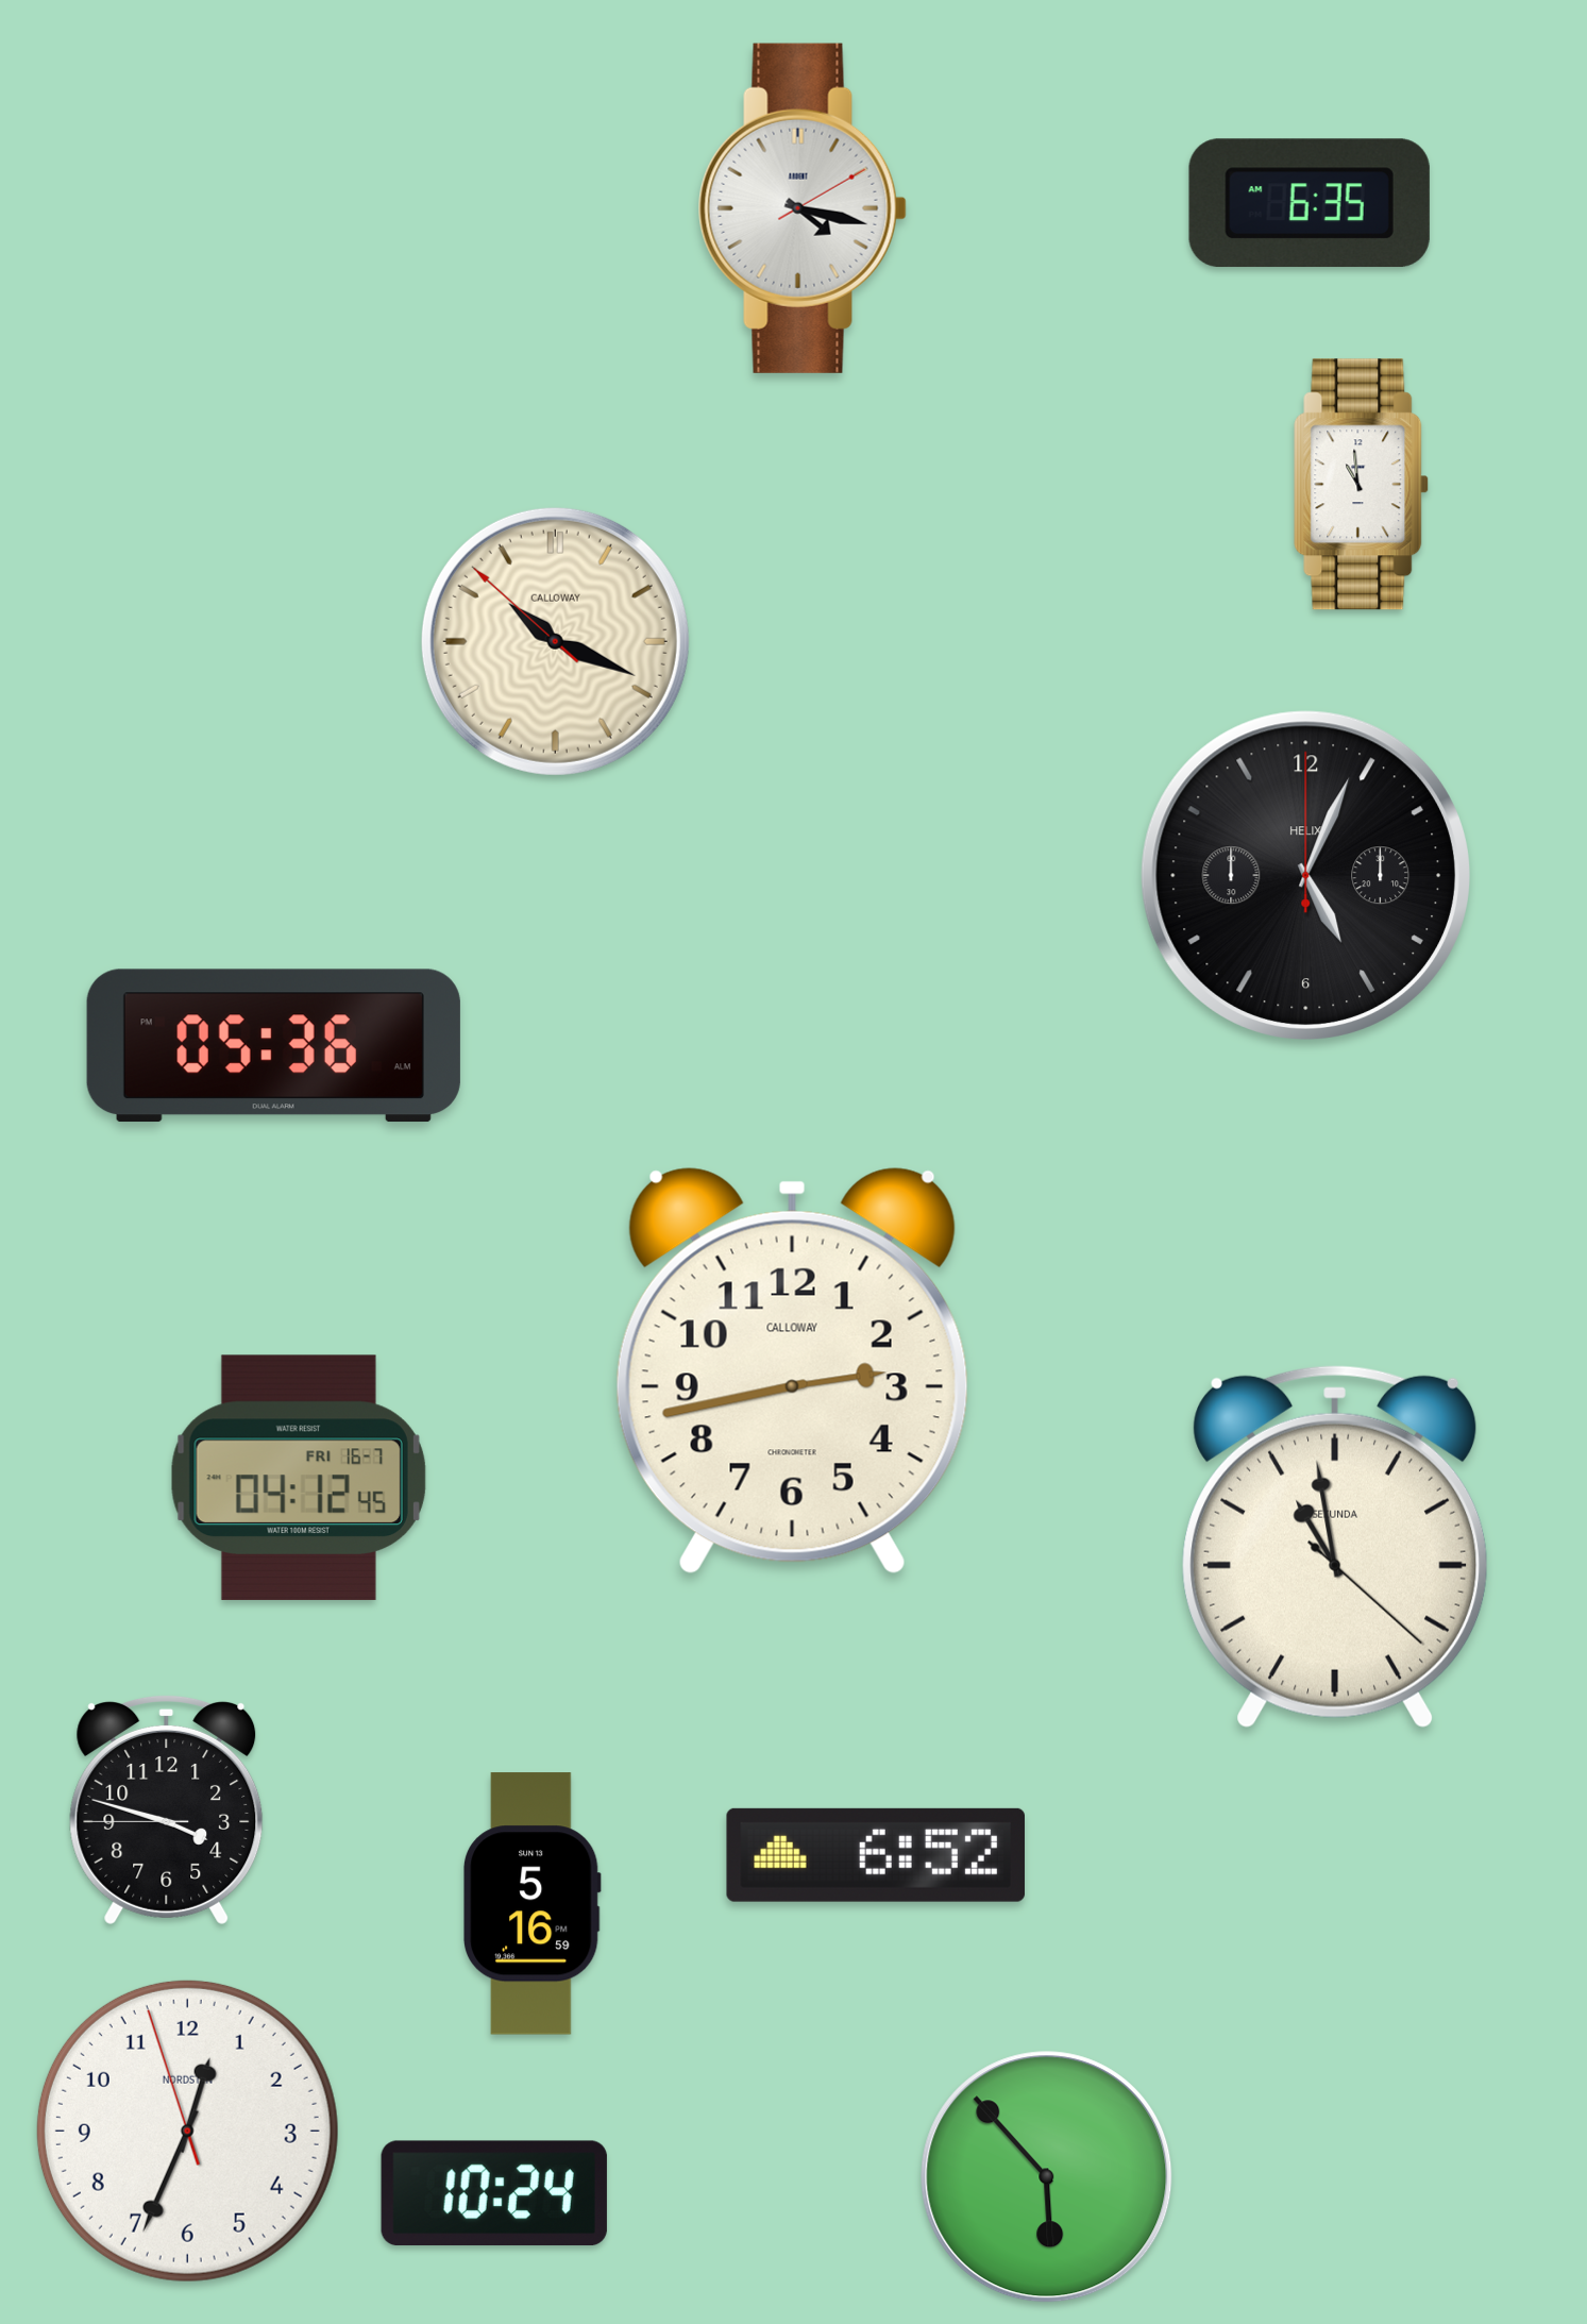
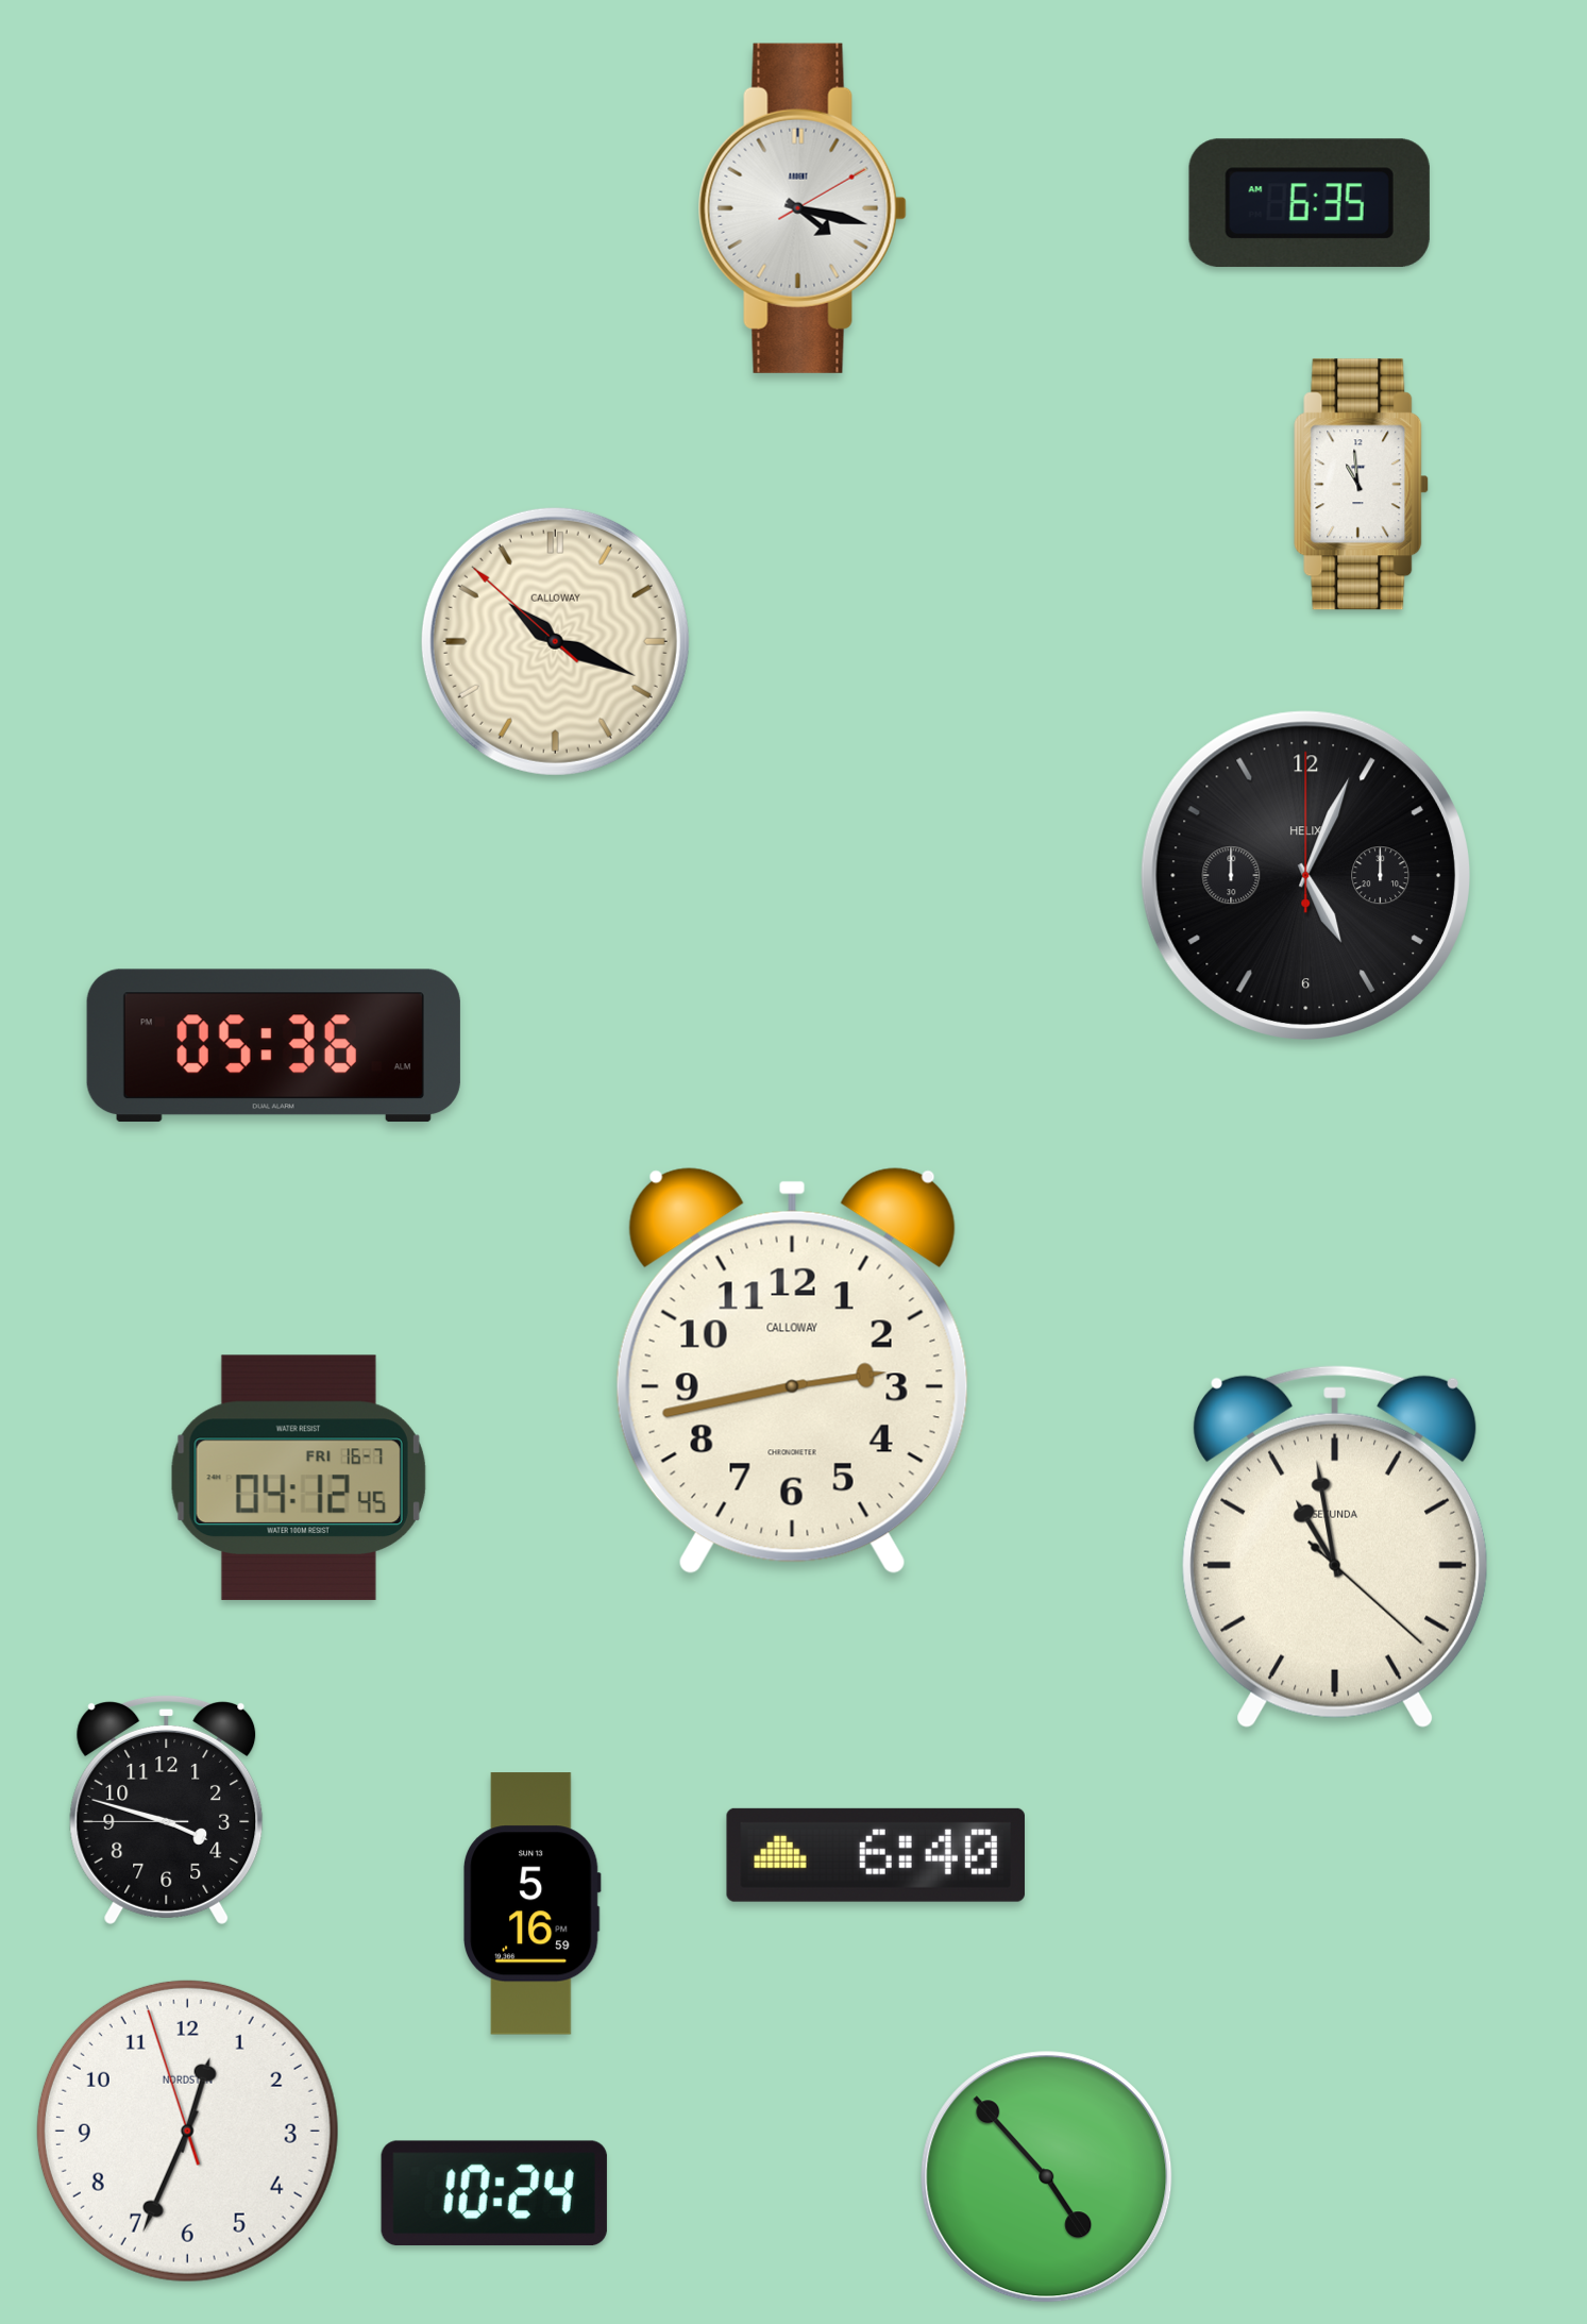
clock at (876, 1855): 6:52 -> 6:40
clock at (1047, 2177): 5:53 -> 4:53
